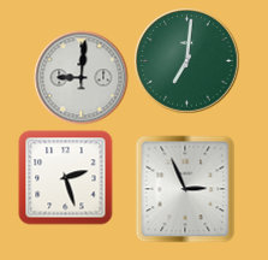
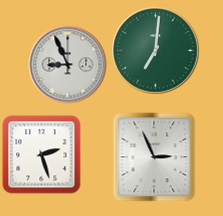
clock at (81, 77): 9:01 -> 8:56
clock at (65, 177) position: (65, 177) -> (41, 154)
